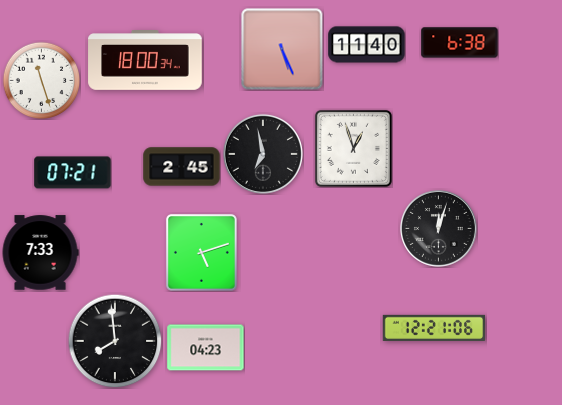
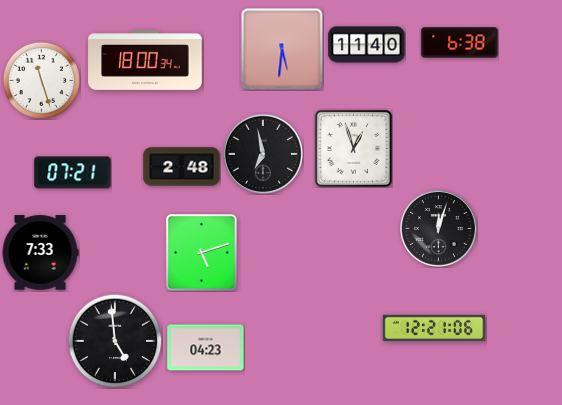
clock at (282, 49): 5:26 -> 5:31
clock at (182, 167): 2:45 -> 2:48
clock at (115, 341): 7:59 -> 4:59
